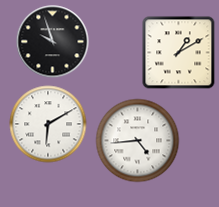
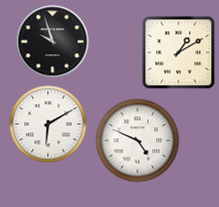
clock at (138, 141): 4:44 -> 4:49
